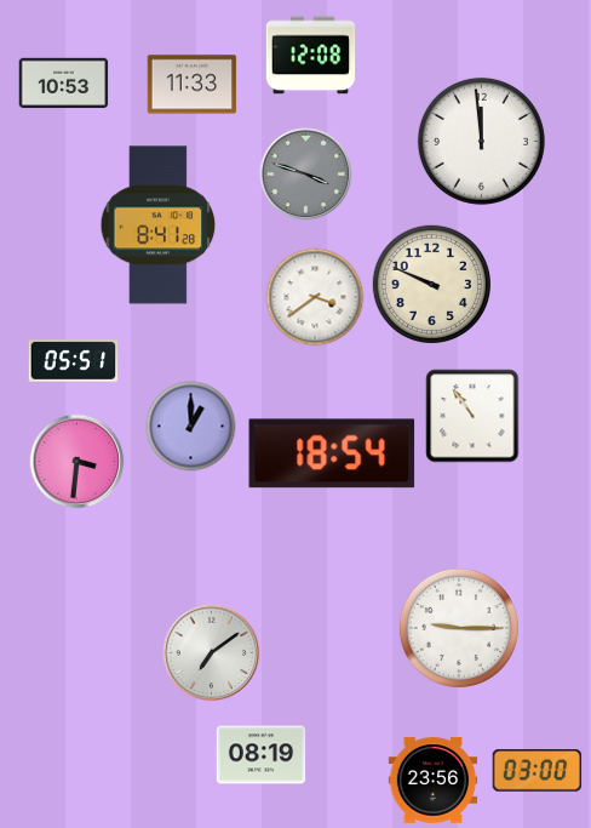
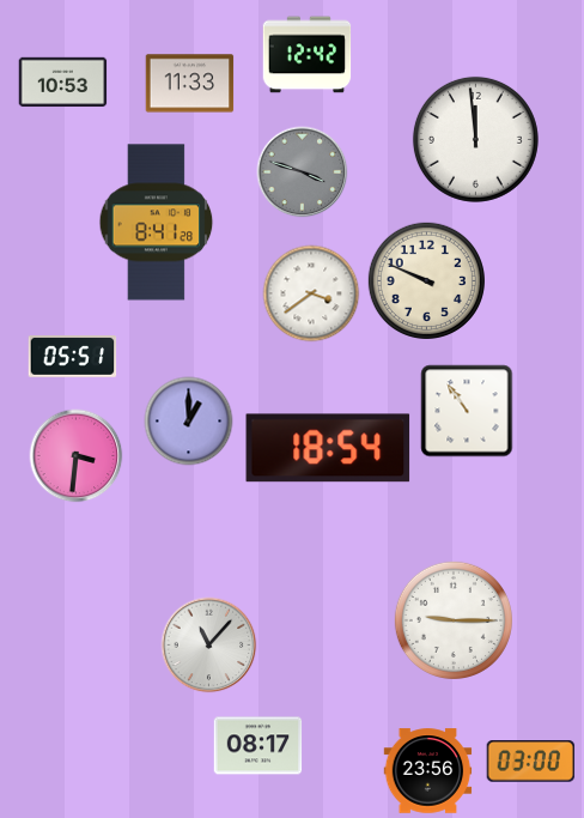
clock at (311, 56): 12:08 -> 12:42
clock at (212, 653): 7:09 -> 11:07
clock at (262, 755): 08:19 -> 08:17
